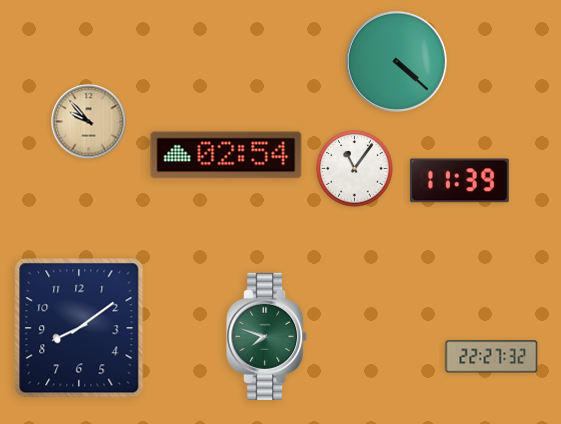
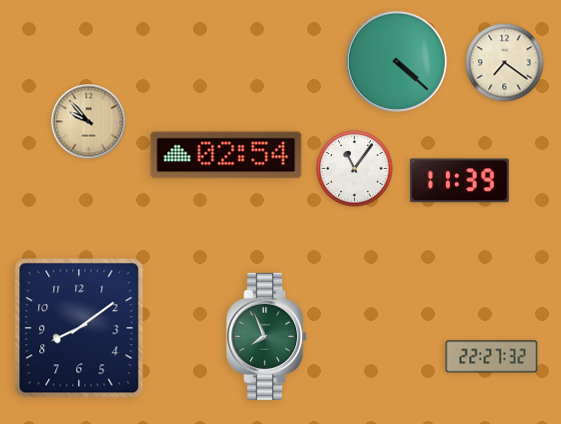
clock at (505, 63): none -> 7:21
clock at (267, 336): 7:48 -> 7:56
